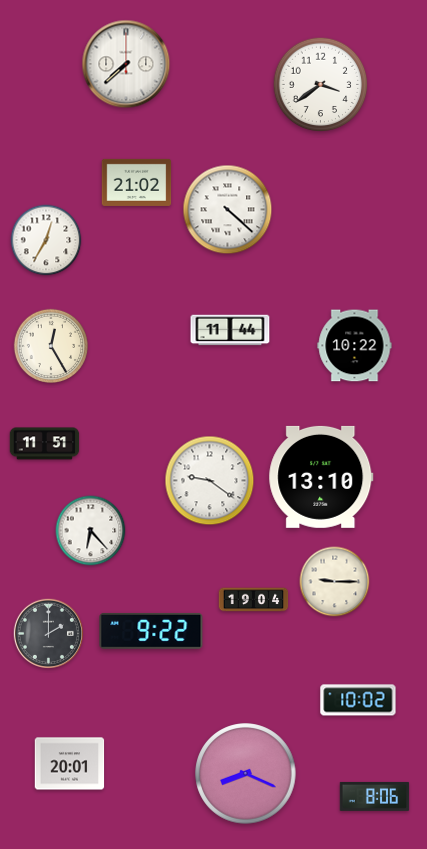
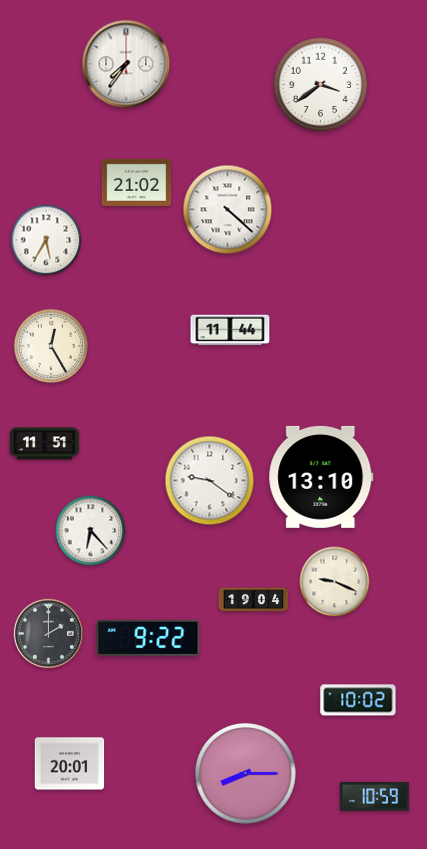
clock at (126, 64): 7:38 -> 7:36
clock at (46, 240): 12:35 -> 5:35
clock at (355, 346): 10:22 -> none
clock at (335, 582): 9:15 -> 9:19
clock at (151, 631) position: (151, 631) -> (148, 638)
clock at (246, 774): 8:19 -> 8:15
clock at (375, 796): 8:06 -> 10:59
